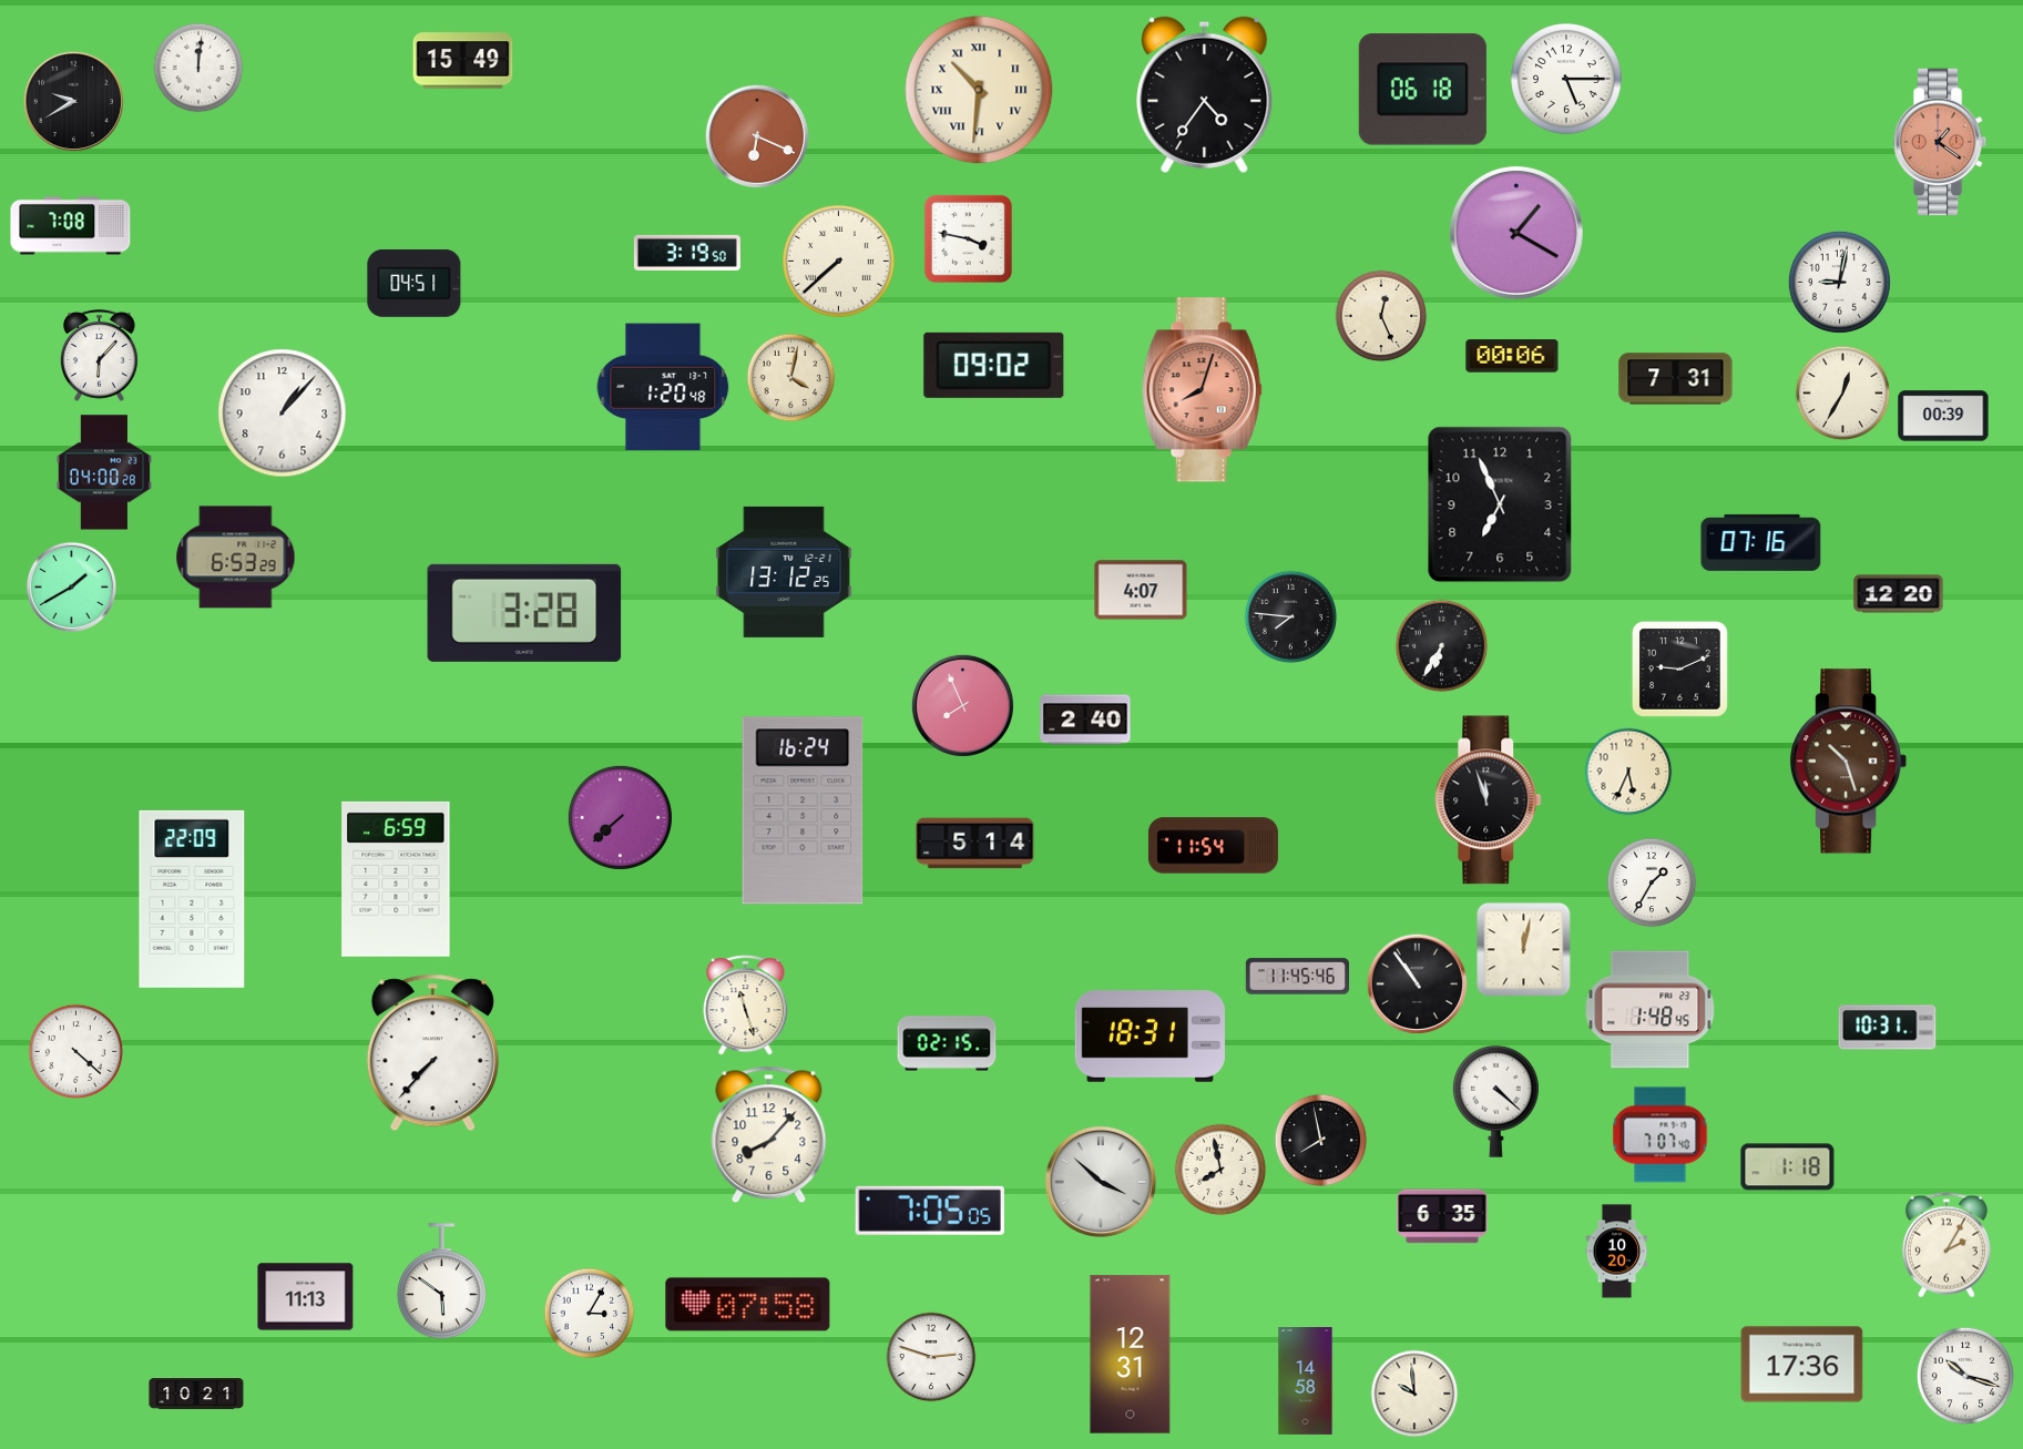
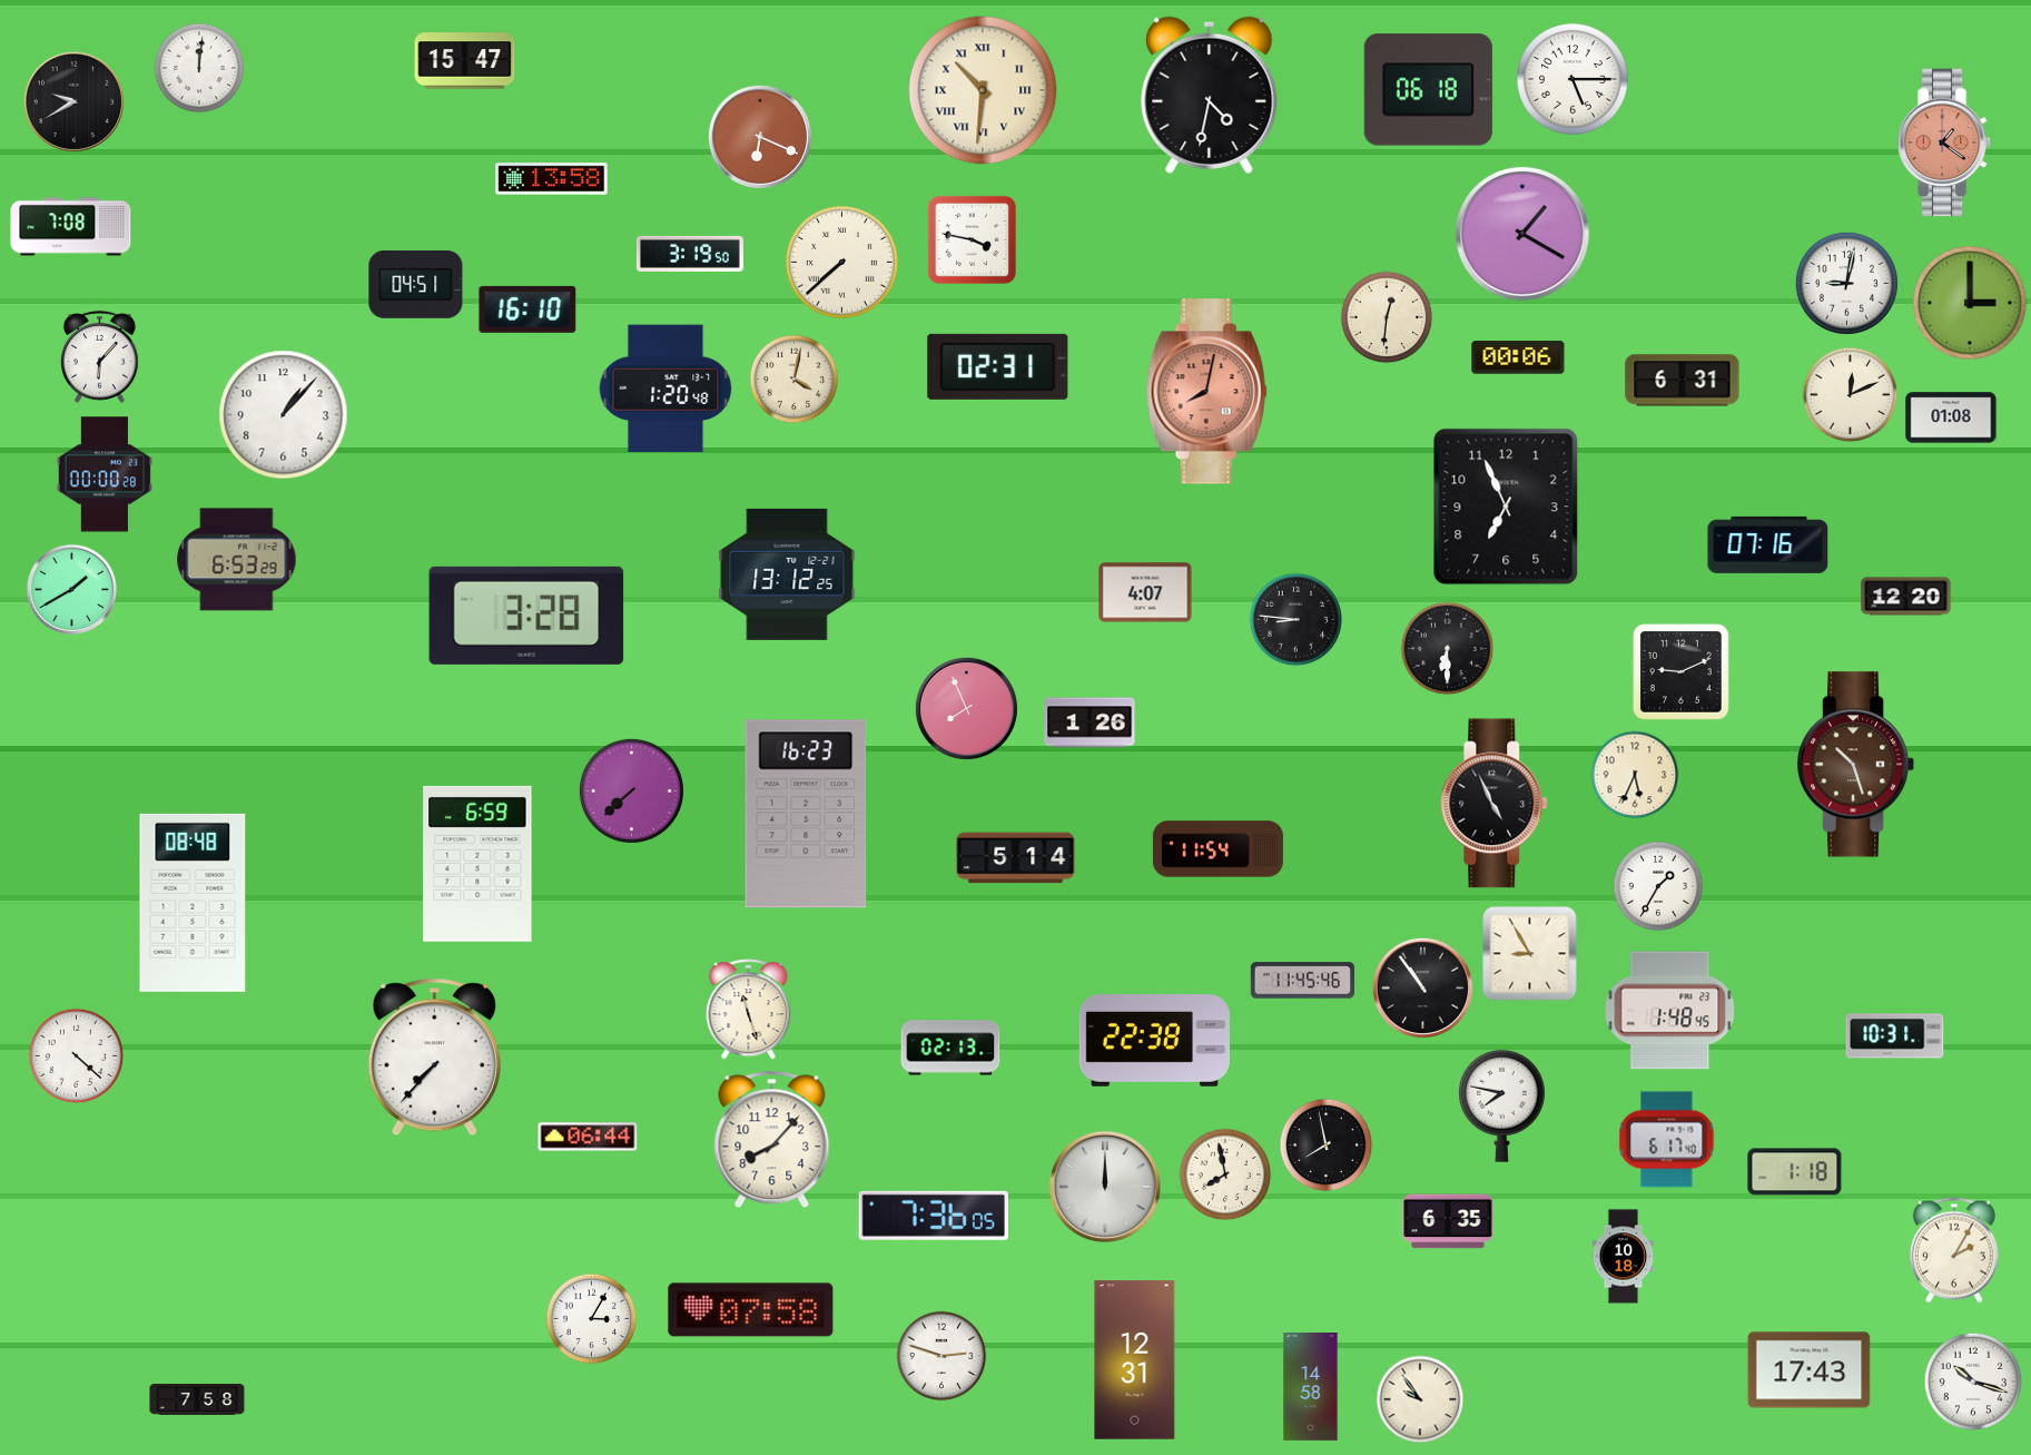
clock at (463, 61): 15:49 -> 15:47
clock at (1205, 94): 4:36 -> 4:32
clock at (1940, 142) position: (1940, 142) -> (1944, 142)
clock at (552, 179): none -> 13:58
clock at (1970, 303): none -> 3:00
clock at (528, 309): none -> 16:10
clock at (1381, 316): 12:26 -> 12:31
clock at (994, 365): 09:02 -> 02:31
clock at (1676, 379): 7:31 -> 6:31
clock at (1202, 390): 8:03 -> 8:02
clock at (1843, 394): 12:35 -> 12:11
clock at (1943, 416): 00:39 -> 01:08
clock at (103, 472): 04:00 -> 00:00
clock at (1291, 618): 7:46 -> 8:46
clock at (1442, 646): 6:35 -> 6:30
clock at (1679, 669) position: (1679, 669) -> (1680, 671)
clock at (1085, 720): 2:40 -> 1:26
clock at (1489, 800): 11:57 -> 4:56
clock at (803, 810): 16:24 -> 16:23
clock at (620, 817) position: (620, 817) -> (631, 790)
clock at (975, 844) position: (975, 844) -> (1016, 858)
clock at (396, 879) position: (396, 879) -> (477, 864)
clock at (192, 899): 22:09 -> 08:48
clock at (1524, 950): 12:02 -> 8:55
clock at (1651, 1010) position: (1651, 1010) -> (1670, 1011)
clock at (1888, 1028) position: (1888, 1028) -> (1895, 1036)
clock at (1150, 1037): 18:31 -> 22:38
clock at (947, 1043): 02:15 -> 02:13
clock at (1495, 1101): 4:22 -> 7:47
clock at (588, 1137): none -> 06:44
clock at (1661, 1135): 7:07 -> 6:17
clock at (1101, 1182): 3:52 -> 12:00
clock at (930, 1211): 7:05 -> 7:36
clock at (1617, 1252): 10:20 -> 10:18
clock at (442, 1282): 5:51 -> none
clock at (306, 1297): 11:13 -> none
clock at (931, 1357) position: (931, 1357) -> (941, 1356)
clock at (1802, 1365): 17:36 -> 17:43
clock at (1414, 1394): 9:59 -> 9:54
clock at (196, 1395): 10:21 -> 7:58
